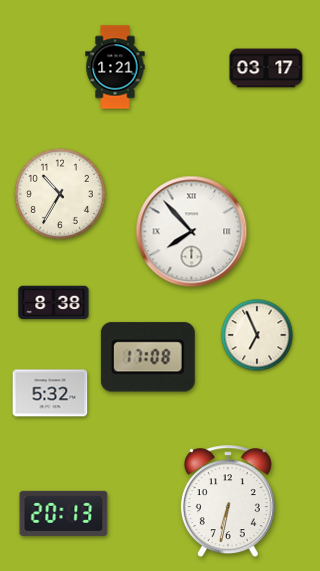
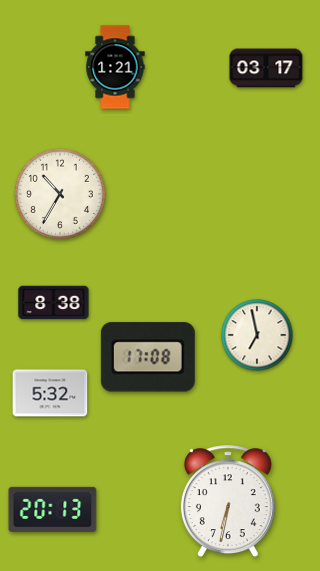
clock at (192, 232): 7:53 -> none
clock at (257, 335): 6:56 -> 6:58
clock at (64, 513) position: (64, 513) -> (53, 509)
